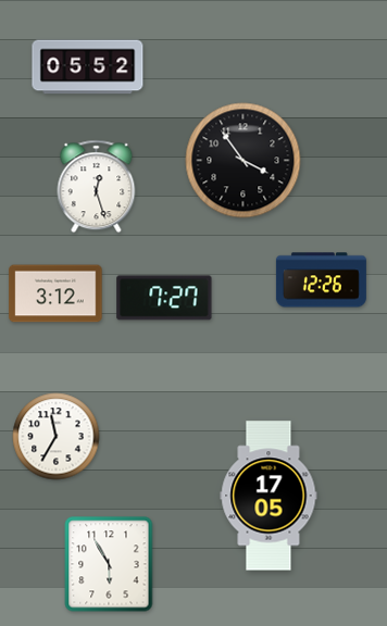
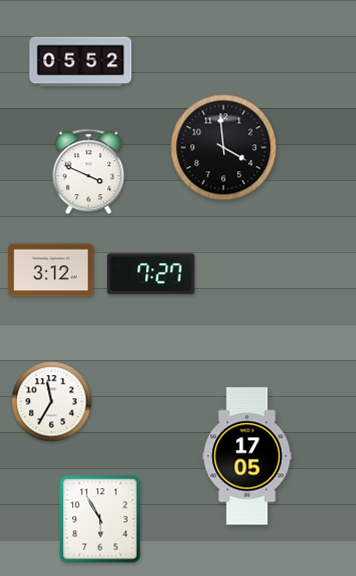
clock at (244, 161): 3:54 -> 3:59
clock at (97, 187): 12:27 -> 3:49
clock at (321, 280): 12:26 -> none
